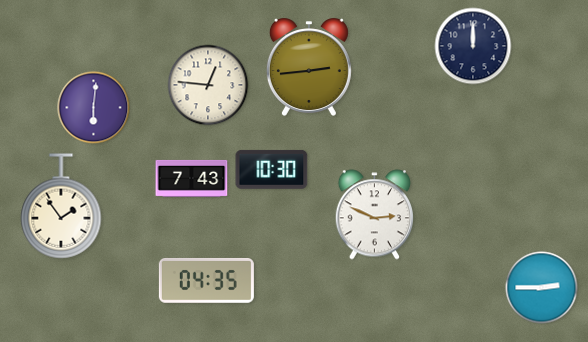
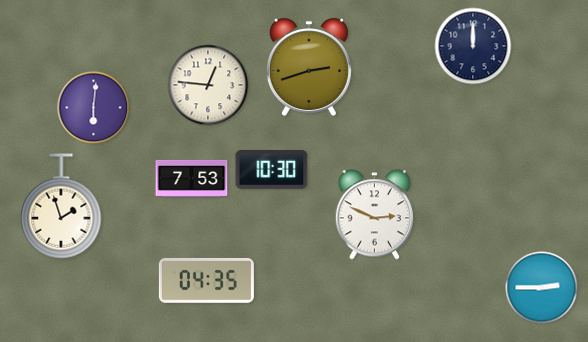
clock at (309, 67): 2:44 -> 2:42
clock at (192, 178): 7:43 -> 7:53
clock at (61, 206): 1:54 -> 1:57
